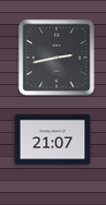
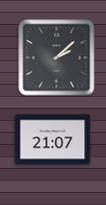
clock at (57, 58): 2:43 -> 2:08
